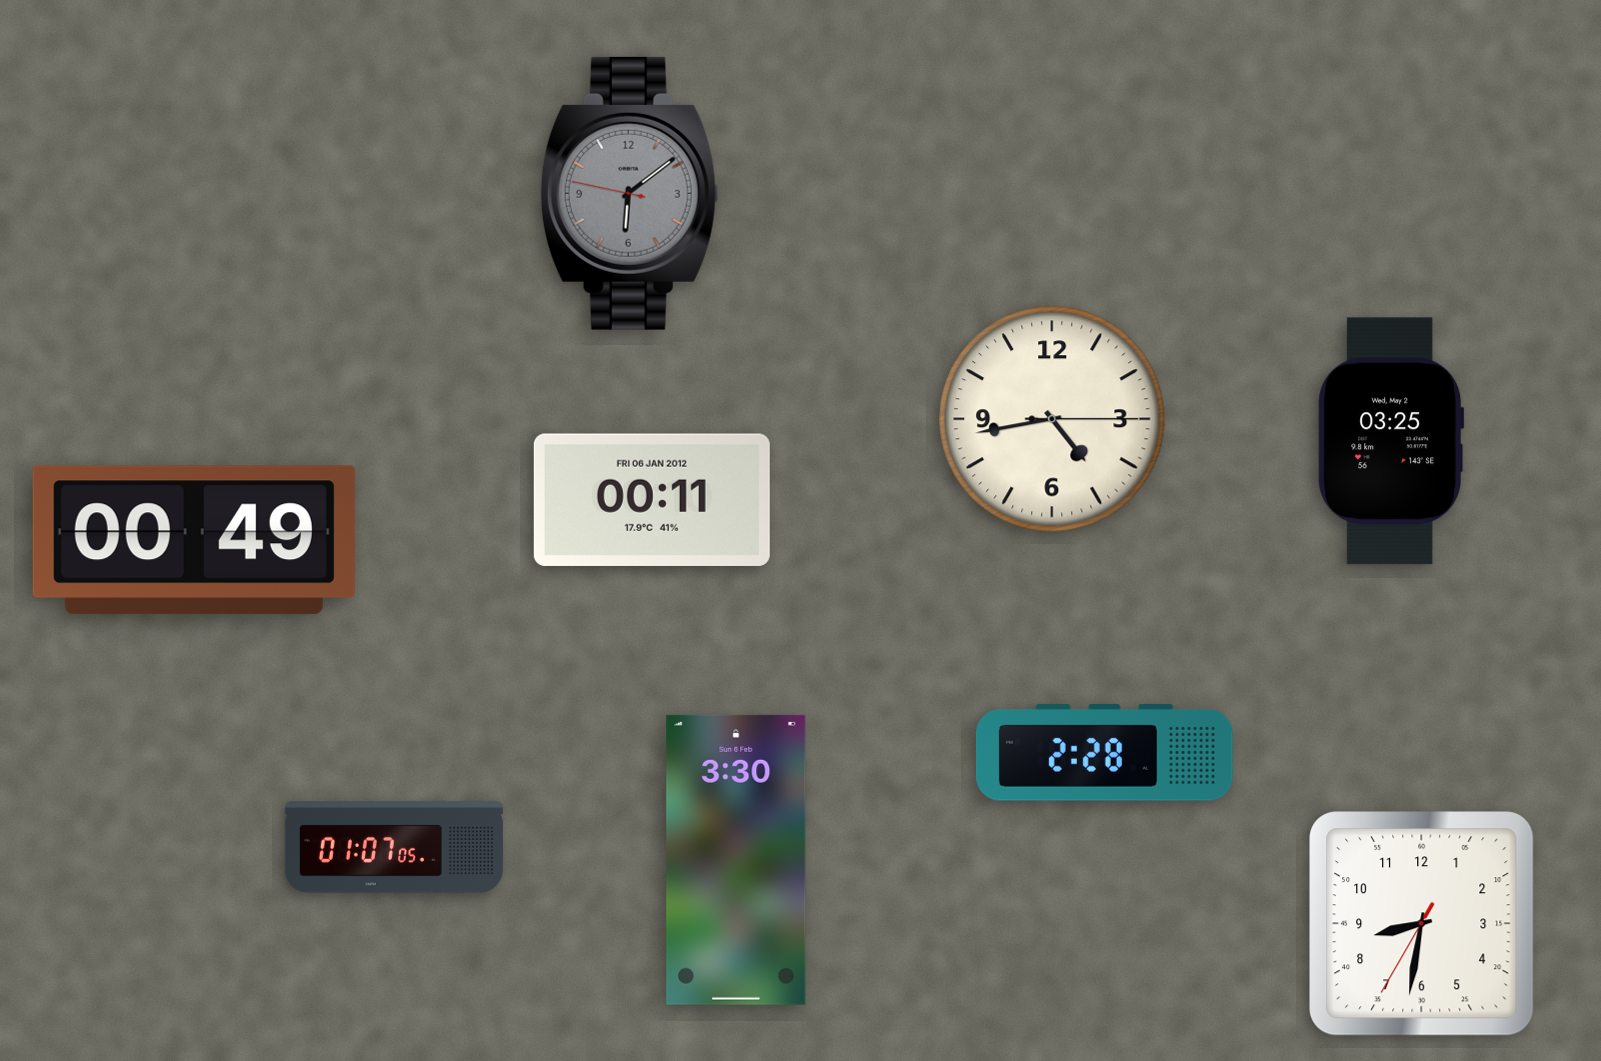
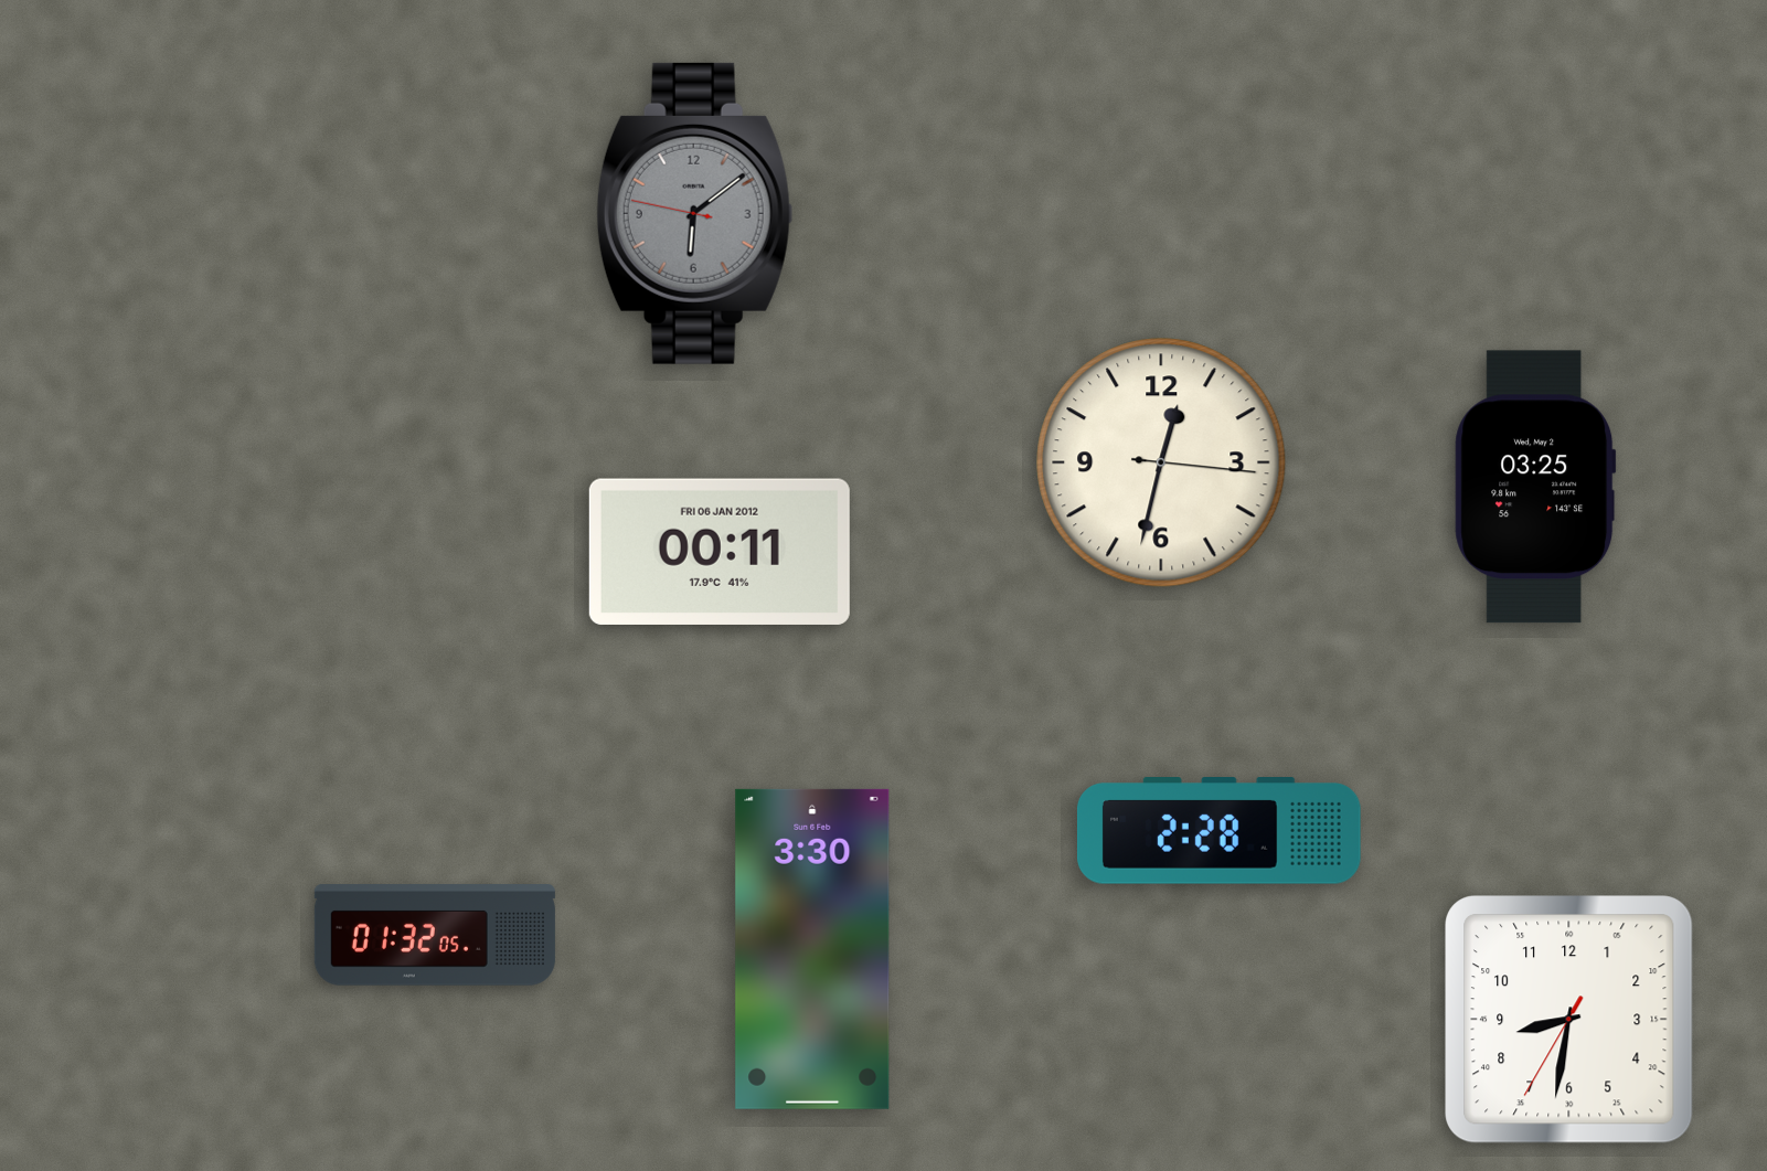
clock at (1052, 419): 4:43 -> 12:32
clock at (194, 540): 00:49 -> none
clock at (394, 847): 01:07 -> 01:32
